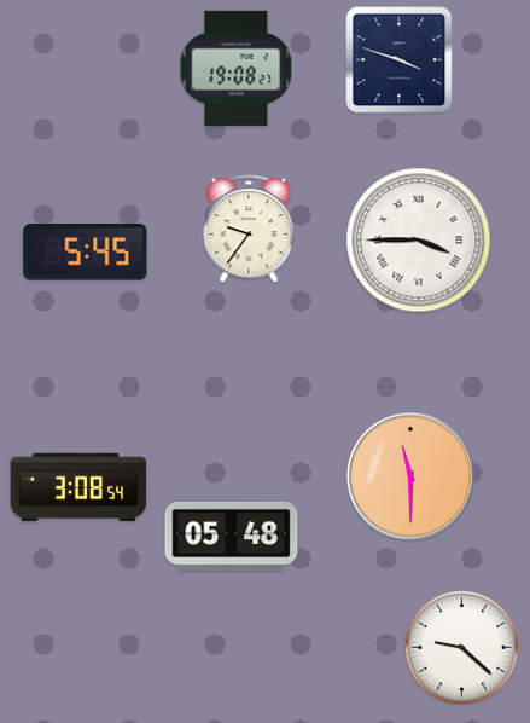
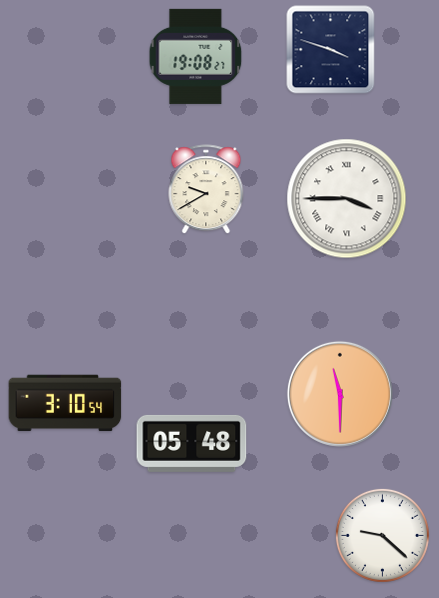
clock at (249, 230): 9:36 -> 9:40
clock at (86, 253): 5:45 -> none
clock at (78, 487): 3:08 -> 3:10
